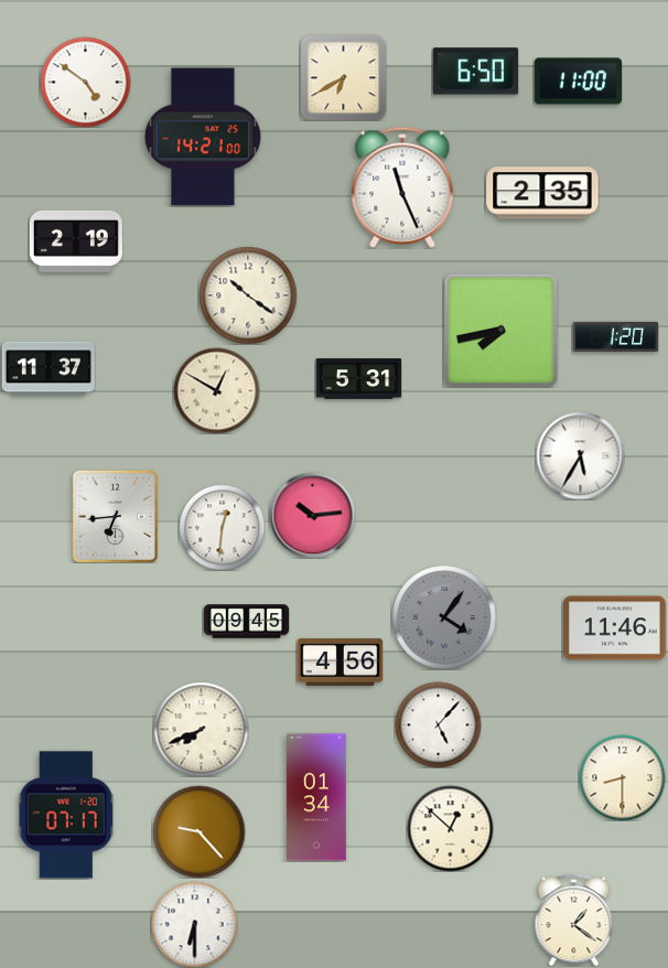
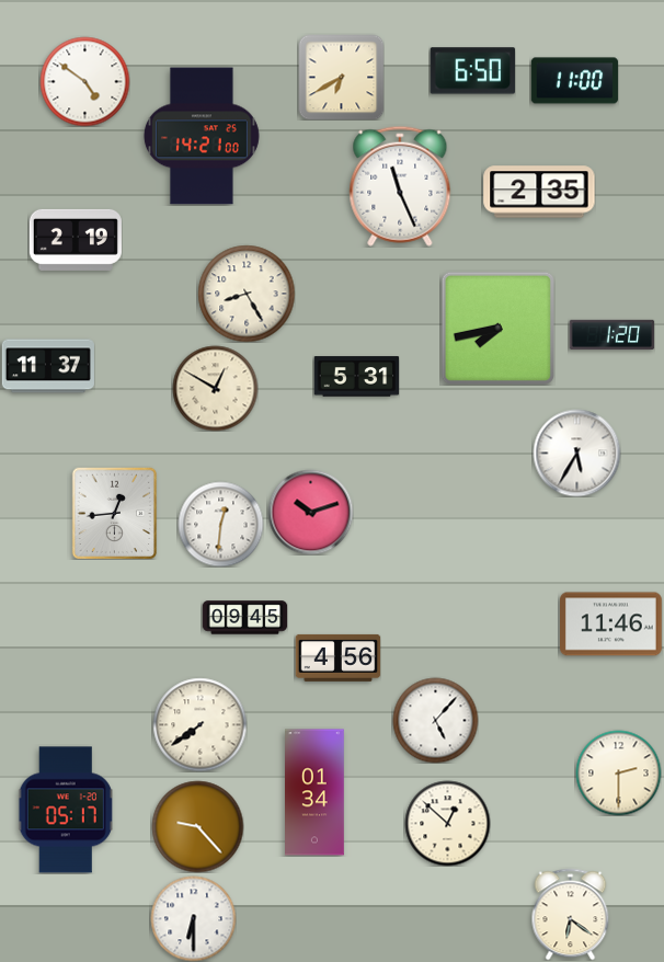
clock at (248, 295): 10:21 -> 8:25
clock at (312, 515): 10:14 -> 10:12
clock at (116, 516): 6:44 -> 12:44
clock at (444, 617): 4:06 -> none
clock at (201, 729): 7:41 -> 7:39
clock at (622, 777): 8:30 -> 2:30
clock at (66, 815): 07:17 -> 05:17
clock at (574, 919): 1:21 -> 6:21
